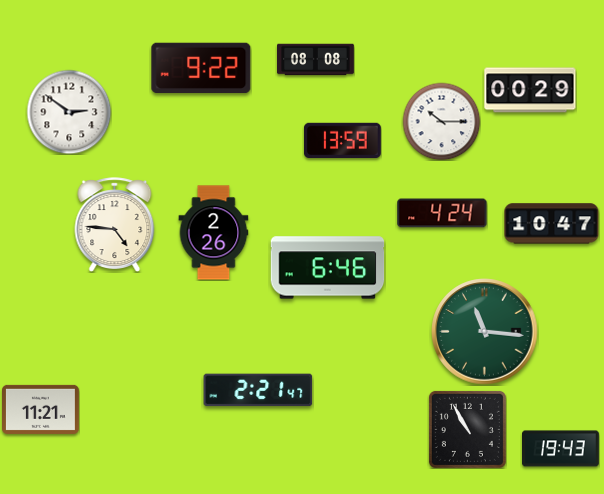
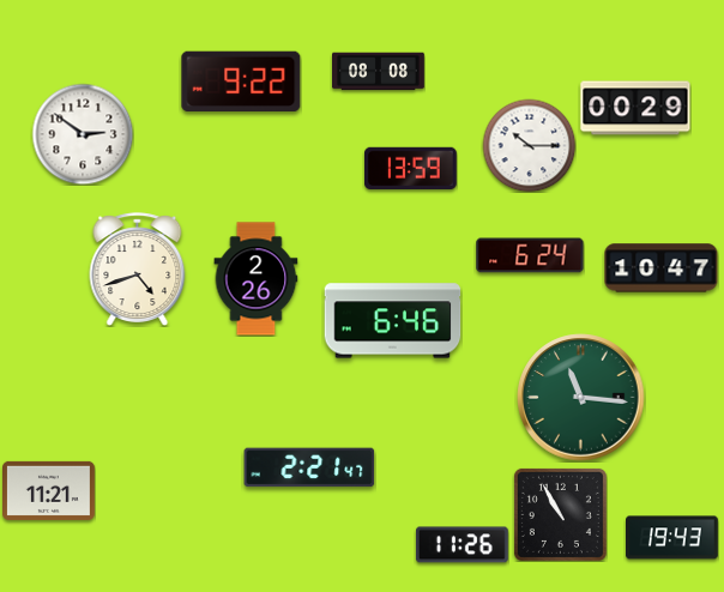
clock at (442, 213): 4:24 -> 6:24
clock at (115, 224): 4:46 -> 4:42
clock at (461, 545): none -> 11:26
